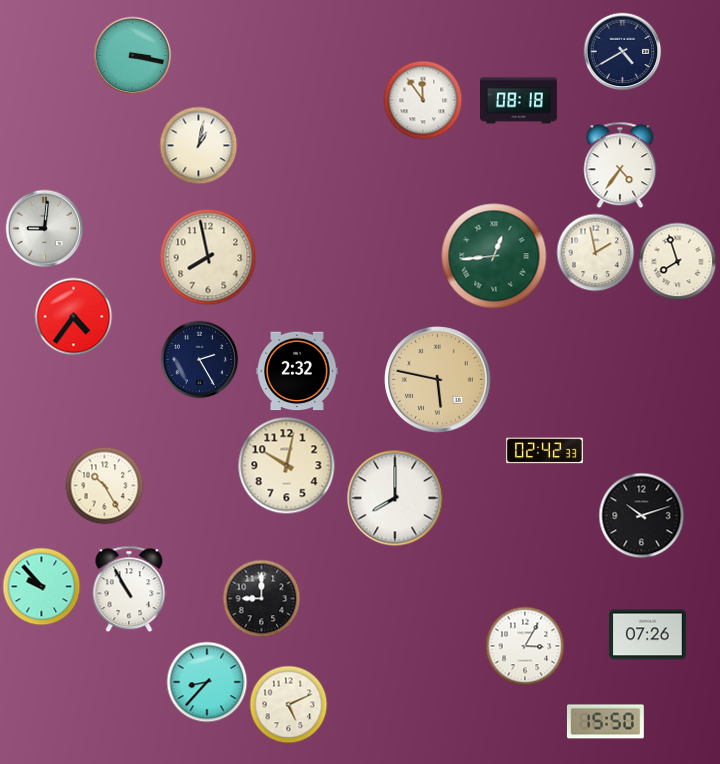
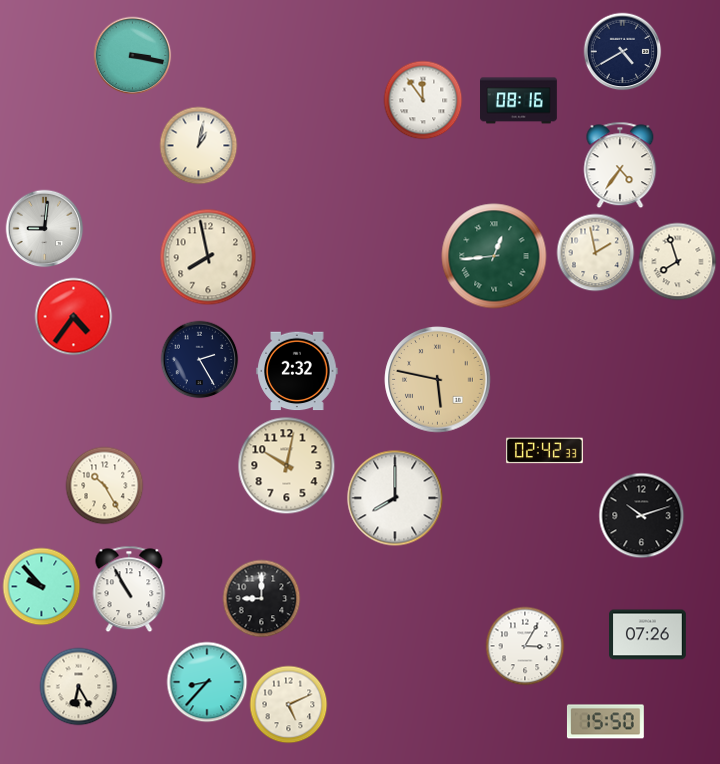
clock at (519, 101): 08:18 -> 08:16
clock at (78, 686): none -> 6:25
